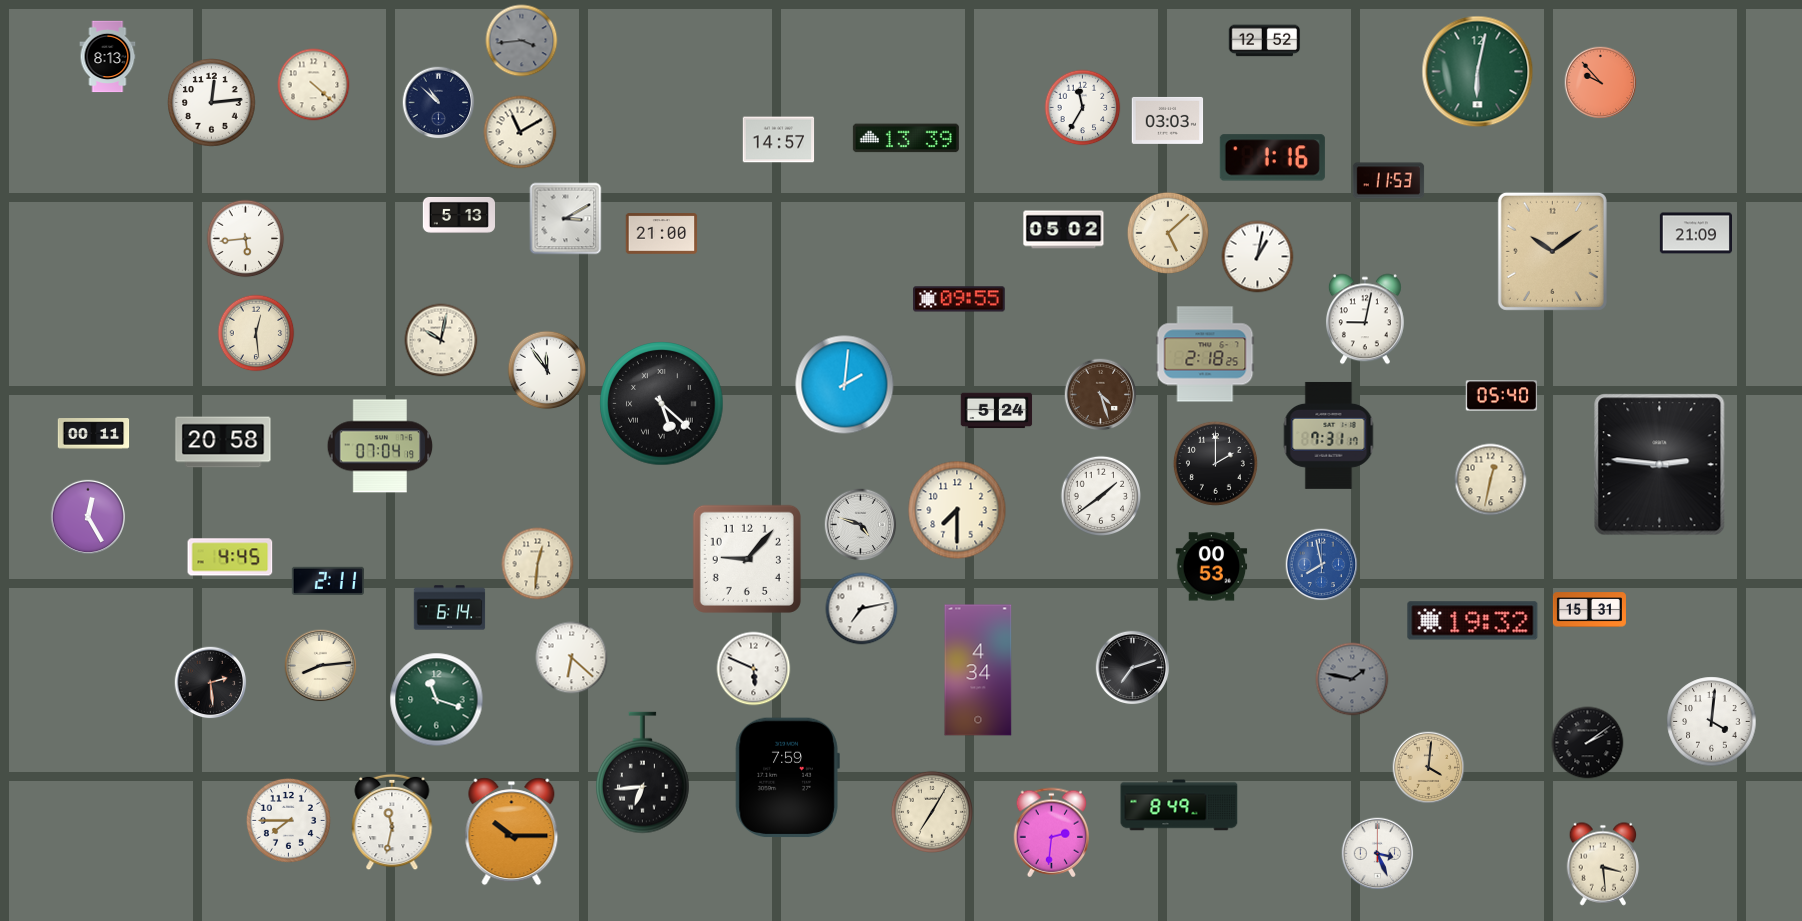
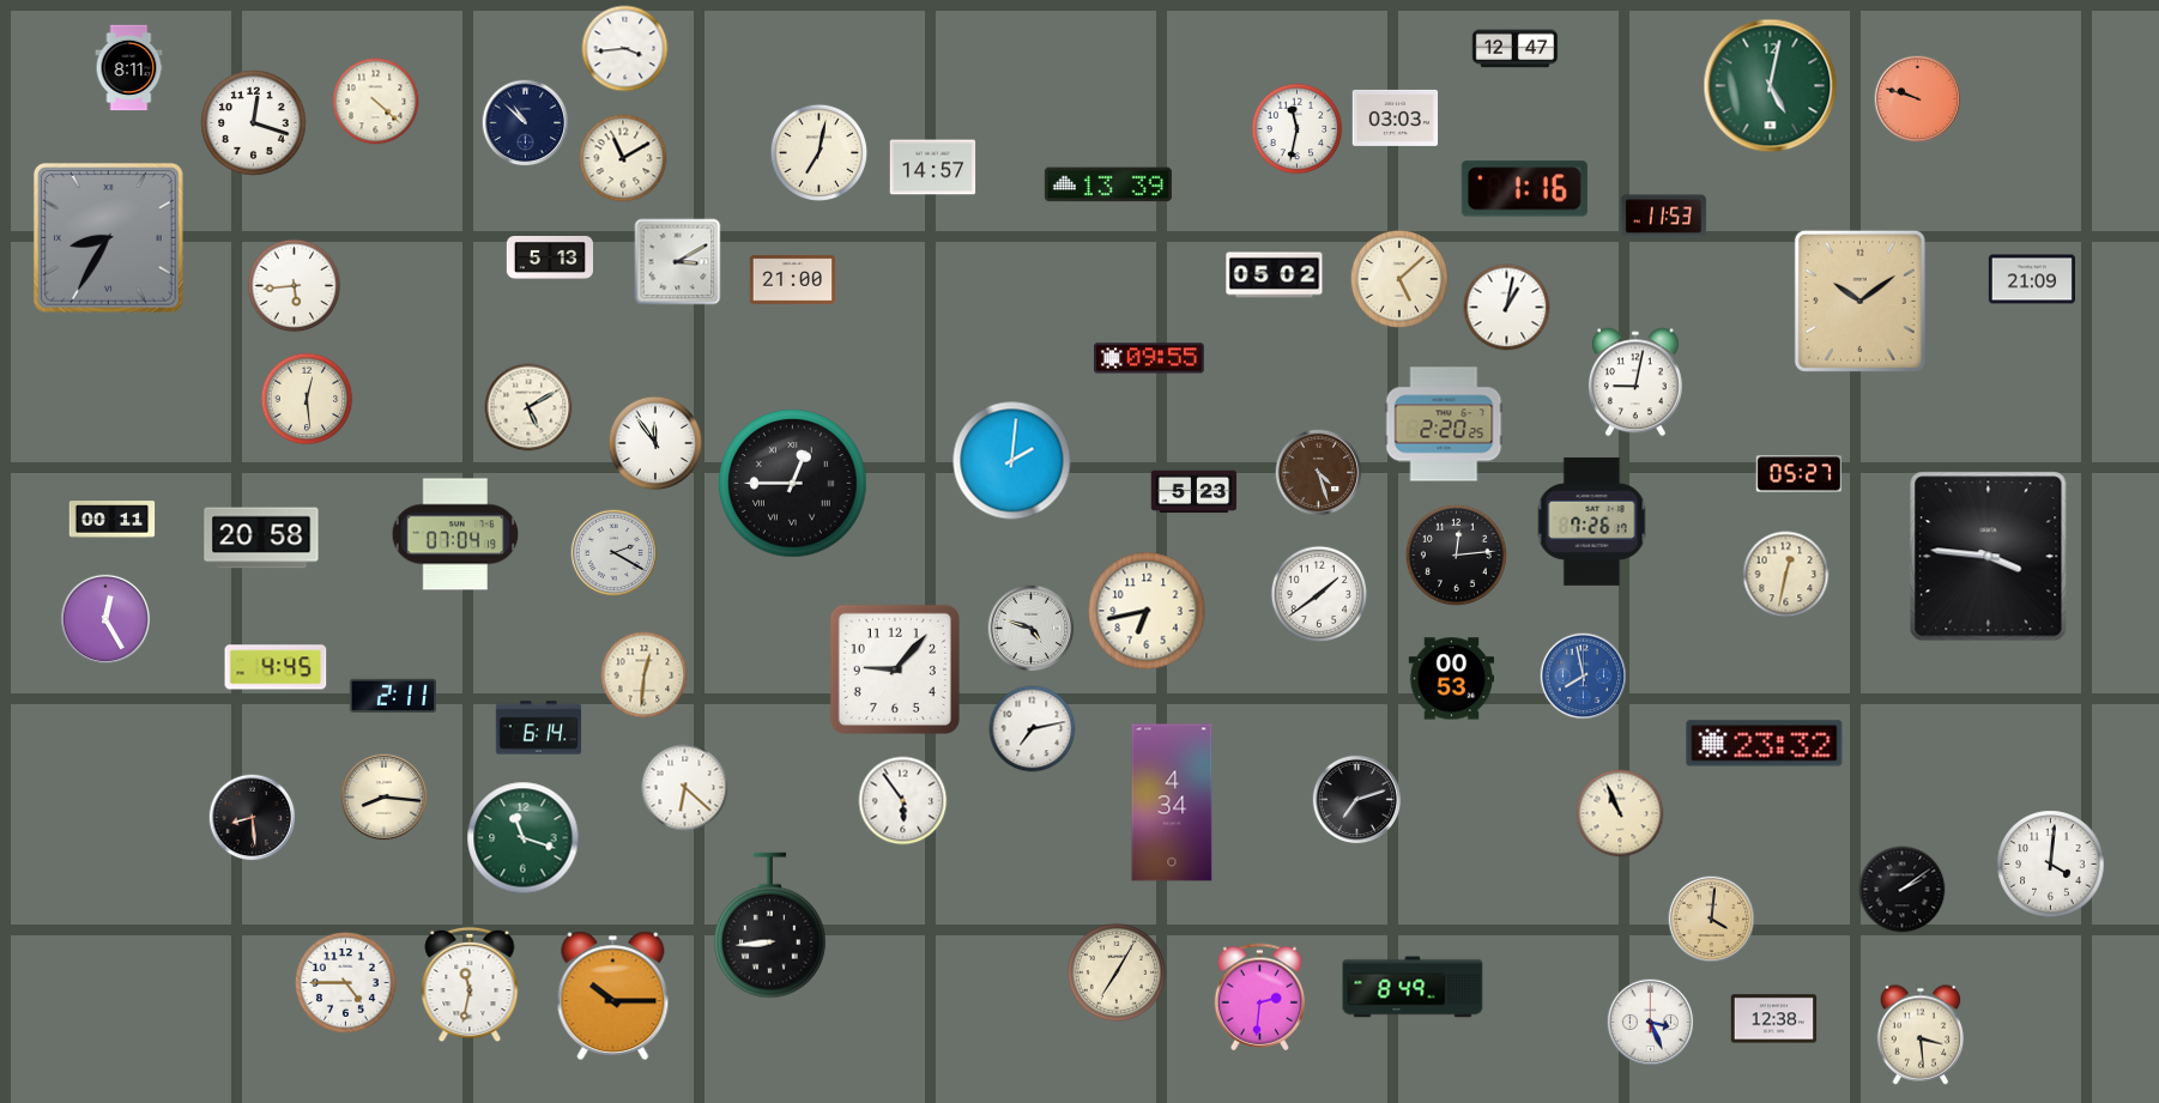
clock at (522, 41) dial: grey -> white
clock at (1265, 41): 12:52 -> 12:47
clock at (108, 57): 8:13 -> 8:11
clock at (1478, 72): 6:02 -> 5:02
clock at (1601, 83): 9:53 -> 9:48
clock at (212, 103): 12:14 -> 12:18
clock at (1083, 108): 11:35 -> 11:32
clock at (1168, 120) position: (1168, 120) -> (1396, 117)
clock at (818, 152): none -> 7:02
clock at (906, 138) position: (906, 138) -> (1108, 184)
clock at (108, 237): none -> 8:35
clock at (441, 340): 10:02 -> 5:10
clock at (1205, 354): 2:18 -> 2:20
clock at (1502, 396): 05:40 -> 05:27
clock at (662, 404): 5:22 -> 12:45
clock at (997, 411): 5:24 -> 5:23
clock at (1329, 435): 7:31 -> 7:26
clock at (223, 442) position: (223, 442) -> (261, 538)
clock at (615, 553): none -> 2:20
clock at (1215, 463): 2:00 -> 12:14
clock at (1660, 465): 2:46 -> 3:46
clock at (957, 510): 7:30 -> 6:43
clock at (1589, 610): 15:31 -> none
clock at (1473, 621): 19:32 -> 23:32
clock at (321, 666): 8:14 -> 8:16
clock at (754, 669): 5:49 -> 5:54
clock at (1352, 679): 1:47 -> 10:56
clock at (1352, 679) dial: grey -> cream
clock at (211, 683): 2:29 -> 8:29
clock at (643, 773): 6:44 -> 8:44
clock at (787, 778): 7:59 -> none
clock at (1179, 805) position: (1179, 805) -> (1413, 987)
clock at (288, 820): 7:45 -> 4:45
clock at (1774, 1019): none -> 12:38
